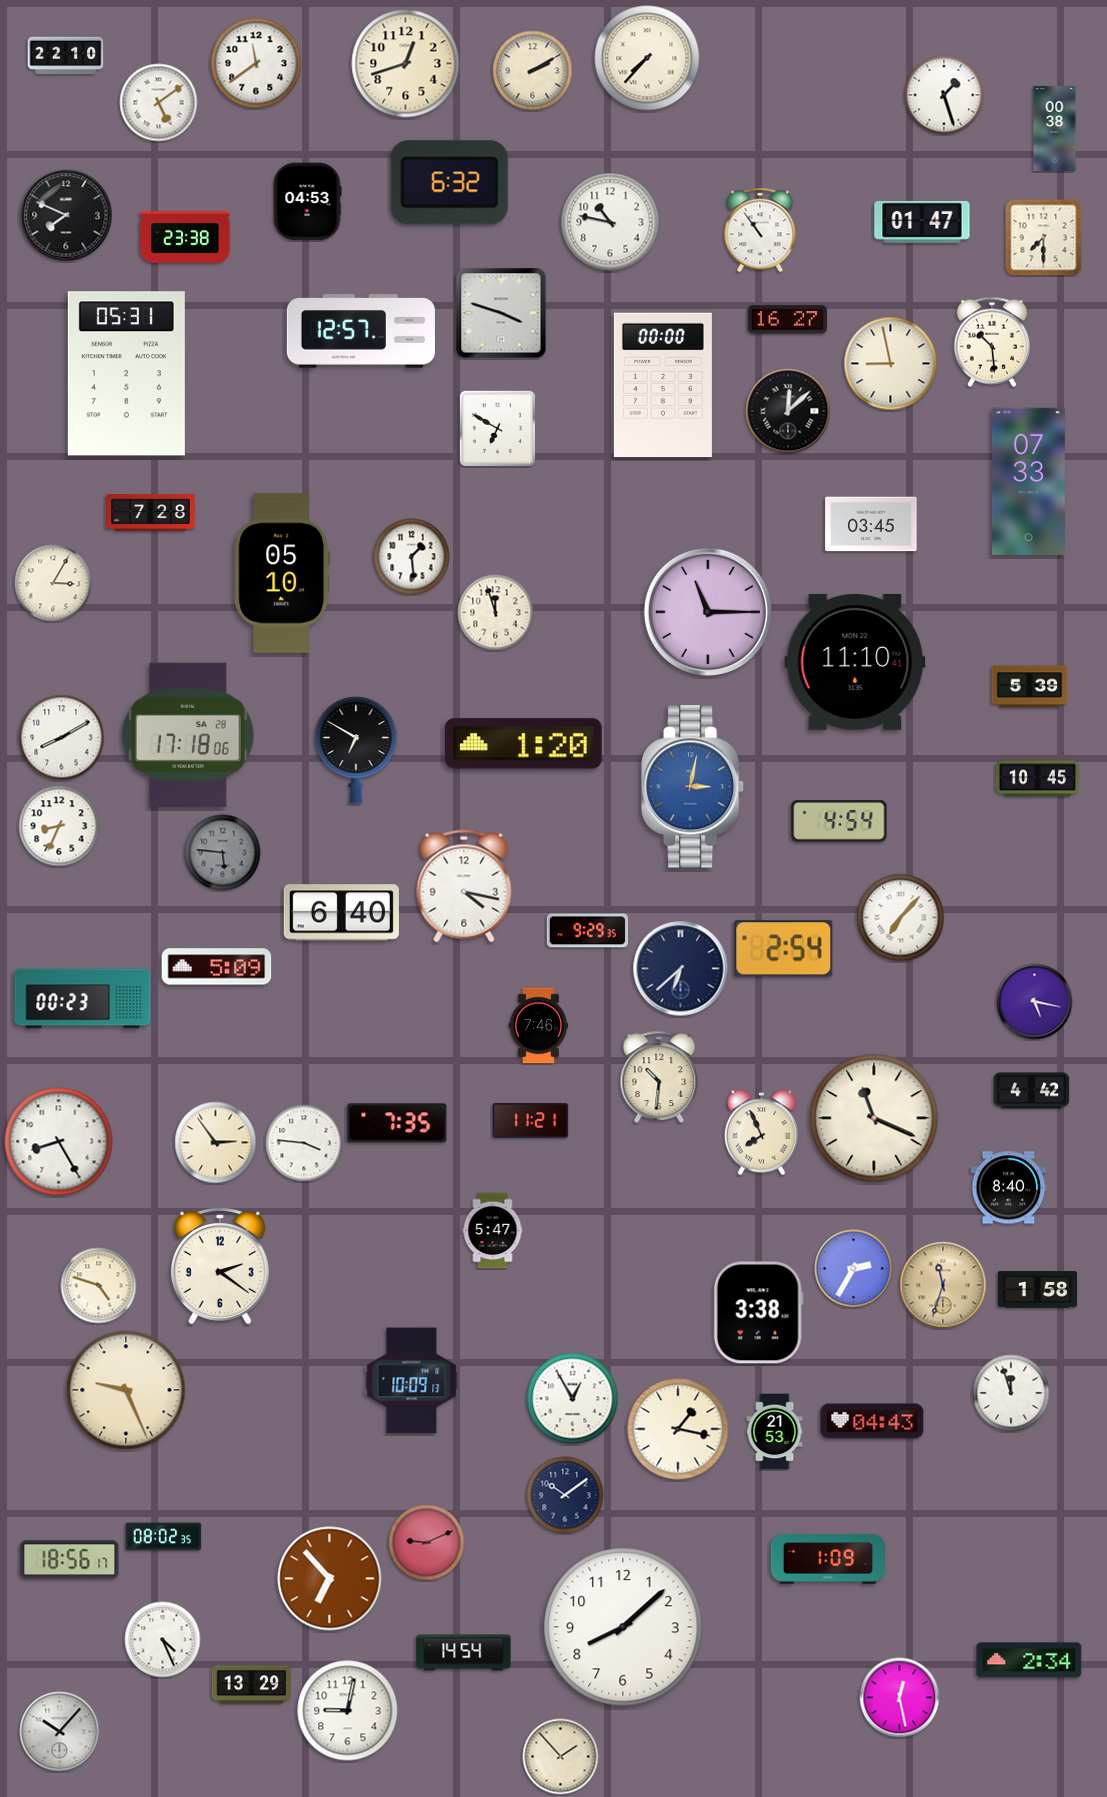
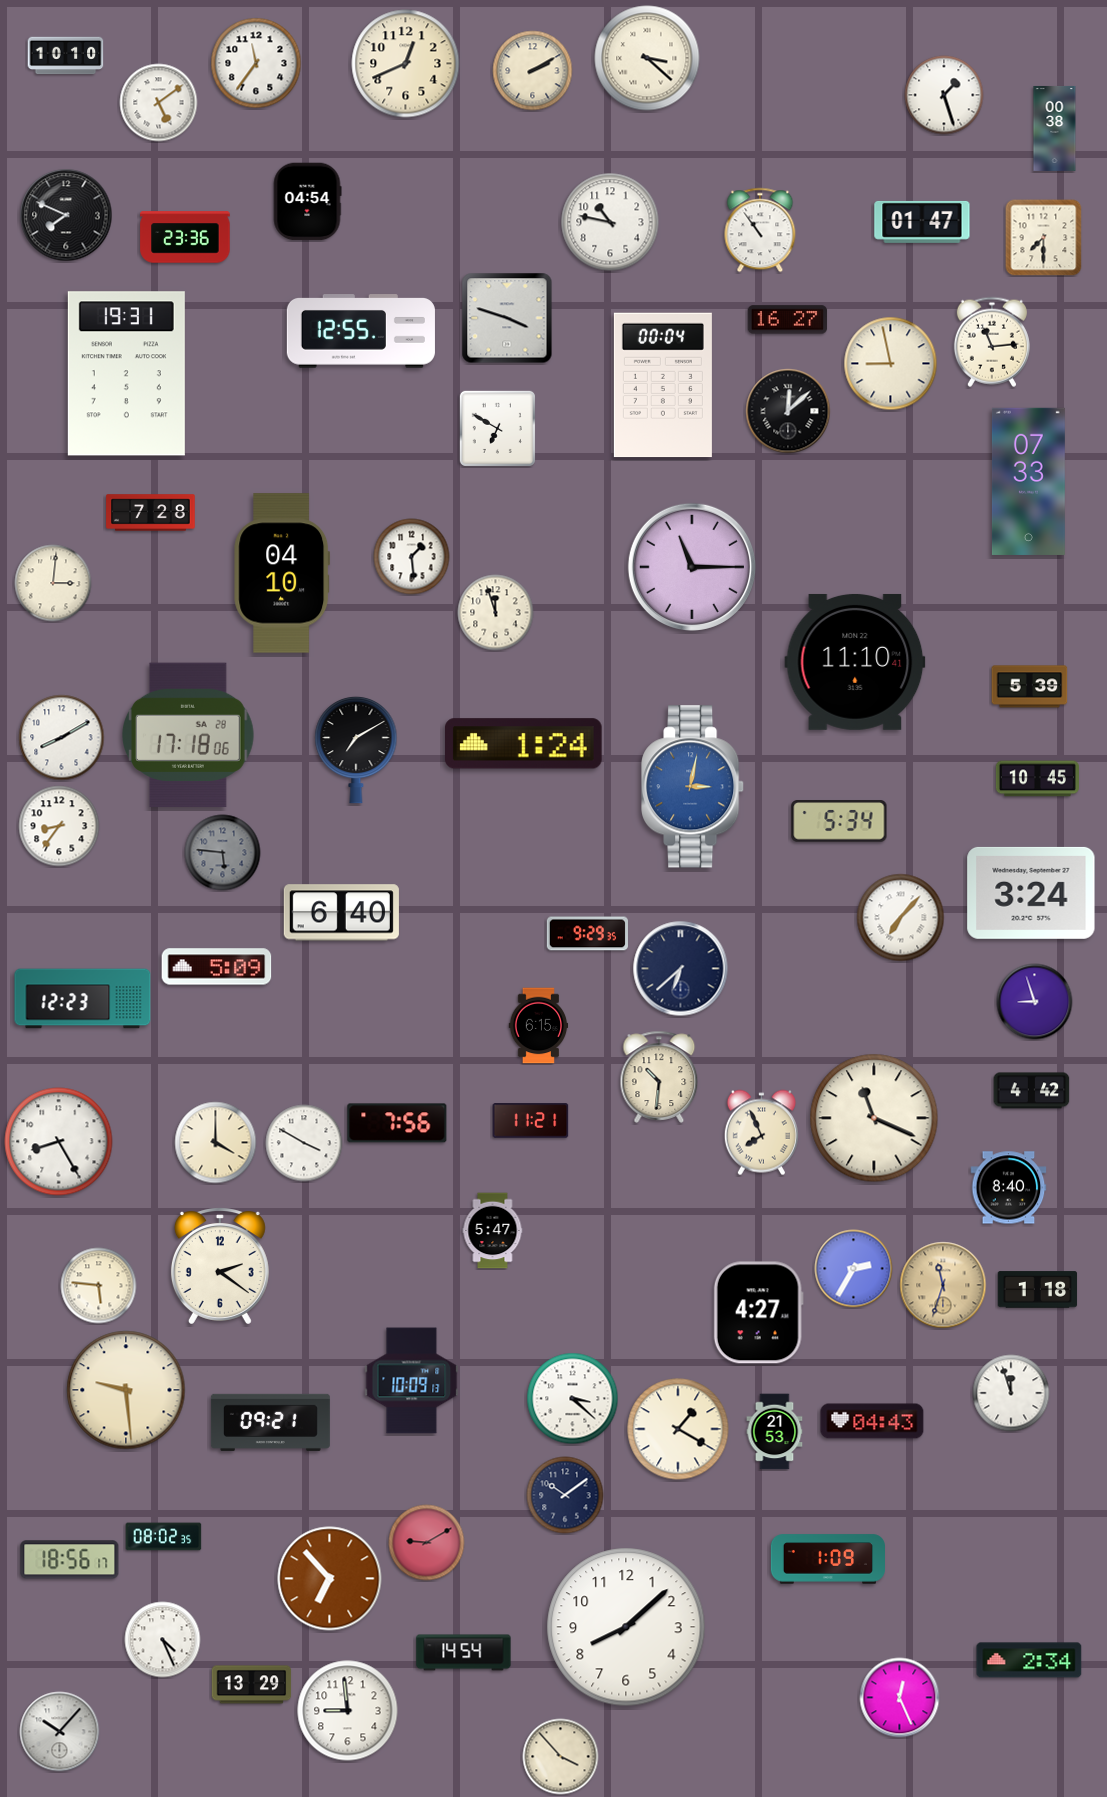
clock at (66, 56): 22:10 -> 10:10
clock at (647, 58): 7:37 -> 3:22
clock at (256, 63): 11:39 -> 11:36
clock at (406, 64): 12:42 -> 12:41
clock at (449, 183): 6:32 -> none
clock at (307, 202): 04:53 -> 04:54
clock at (185, 237): 23:38 -> 23:36
clock at (501, 313) position: (501, 313) -> (507, 318)
clock at (361, 331): 12:57 -> 12:55
clock at (992, 342): 10:29 -> 11:14
clock at (126, 374): 05:31 -> 19:31
clock at (663, 385): 00:00 -> 00:04
clock at (871, 524): 03:45 -> none
clock at (282, 573): 05:10 -> 04:10
clock at (53, 583): 3:05 -> 3:01
clock at (708, 612) position: (708, 612) -> (692, 567)
clock at (524, 744): 1:20 -> 1:24
clock at (356, 750): 6:50 -> 7:10
clock at (839, 821): 4:54 -> 5:34
clock at (59, 826): 8:34 -> 8:36
clock at (464, 886): 4:17 -> none
clock at (1031, 893): none -> 3:24
clock at (587, 931) position: (587, 931) -> (587, 934)
clock at (784, 949): 2:54 -> none
clock at (83, 999): 00:23 -> 12:23
clock at (1035, 1002): 5:17 -> 8:57
clock at (539, 1026): 7:46 -> 6:15
clock at (397, 1123): 7:35 -> 7:56
clock at (216, 1143): 2:54 -> 4:00
clock at (304, 1143): 3:46 -> 3:50
clock at (99, 1286): 4:48 -> 5:46
clock at (1038, 1290): 1:58 -> 1:18
clock at (758, 1313): 3:38 -> 4:27
clock at (126, 1390): 9:26 -> 9:29
clock at (573, 1399): 12:55 -> 3:22
clock at (270, 1422): none -> 09:21
clock at (678, 1429): 1:17 -> 1:20
clock at (427, 1543): 9:11 -> 9:10
clock at (623, 1627) position: (623, 1627) -> (626, 1627)
clock at (900, 1698): 12:28 -> 12:26
clock at (348, 1711): 9:02 -> 8:59
clock at (561, 1757): 1:53 -> 3:53
